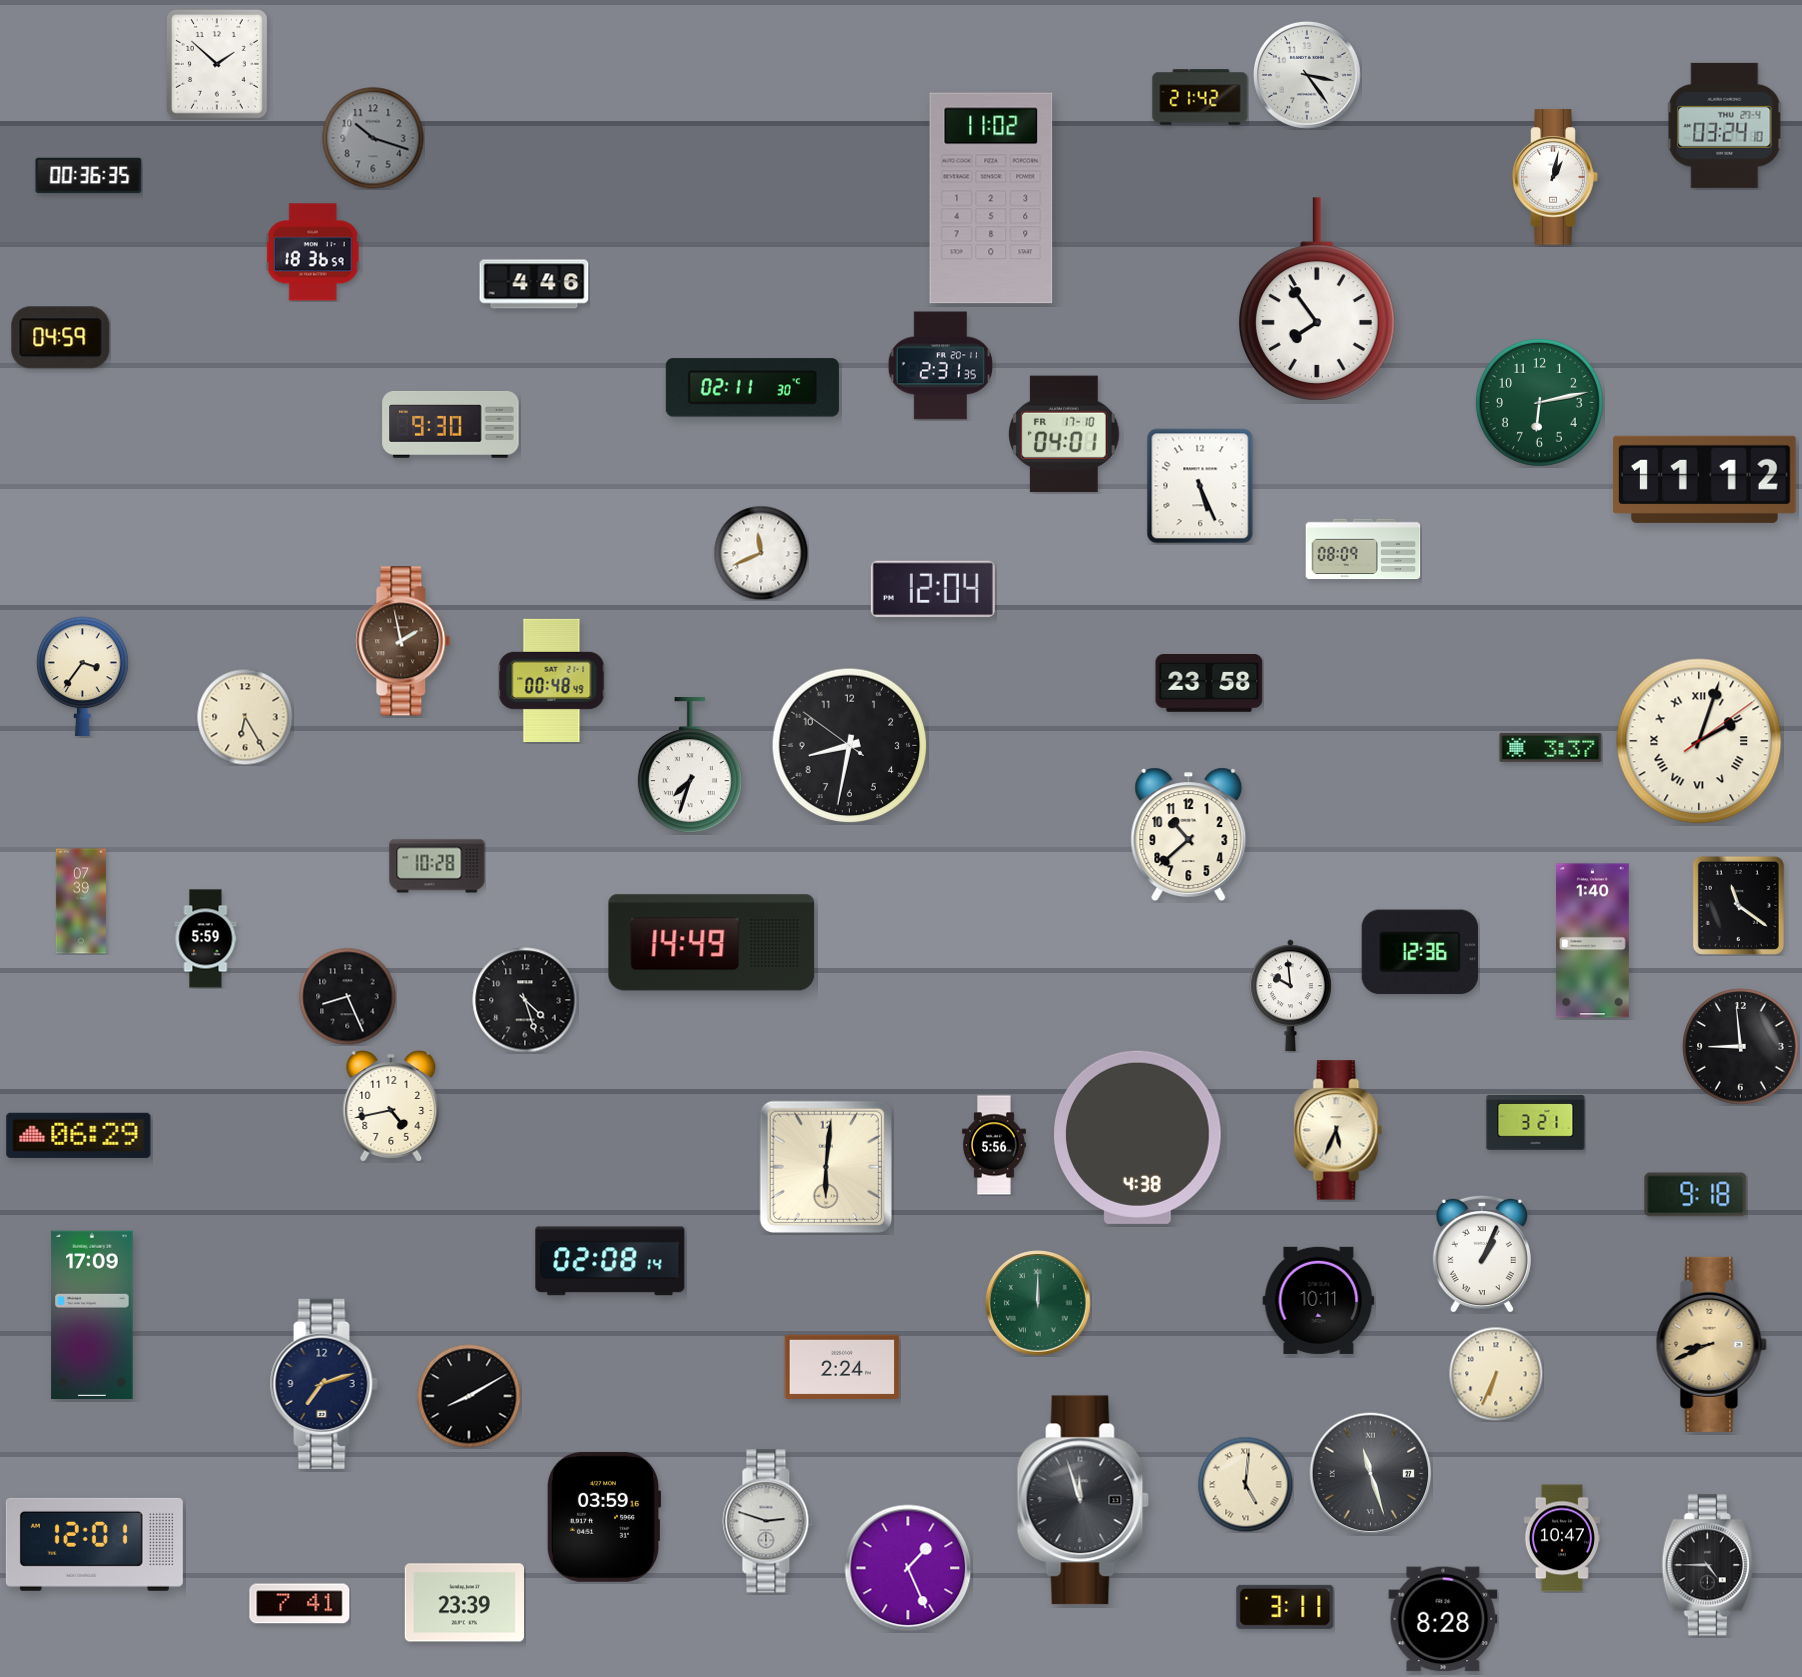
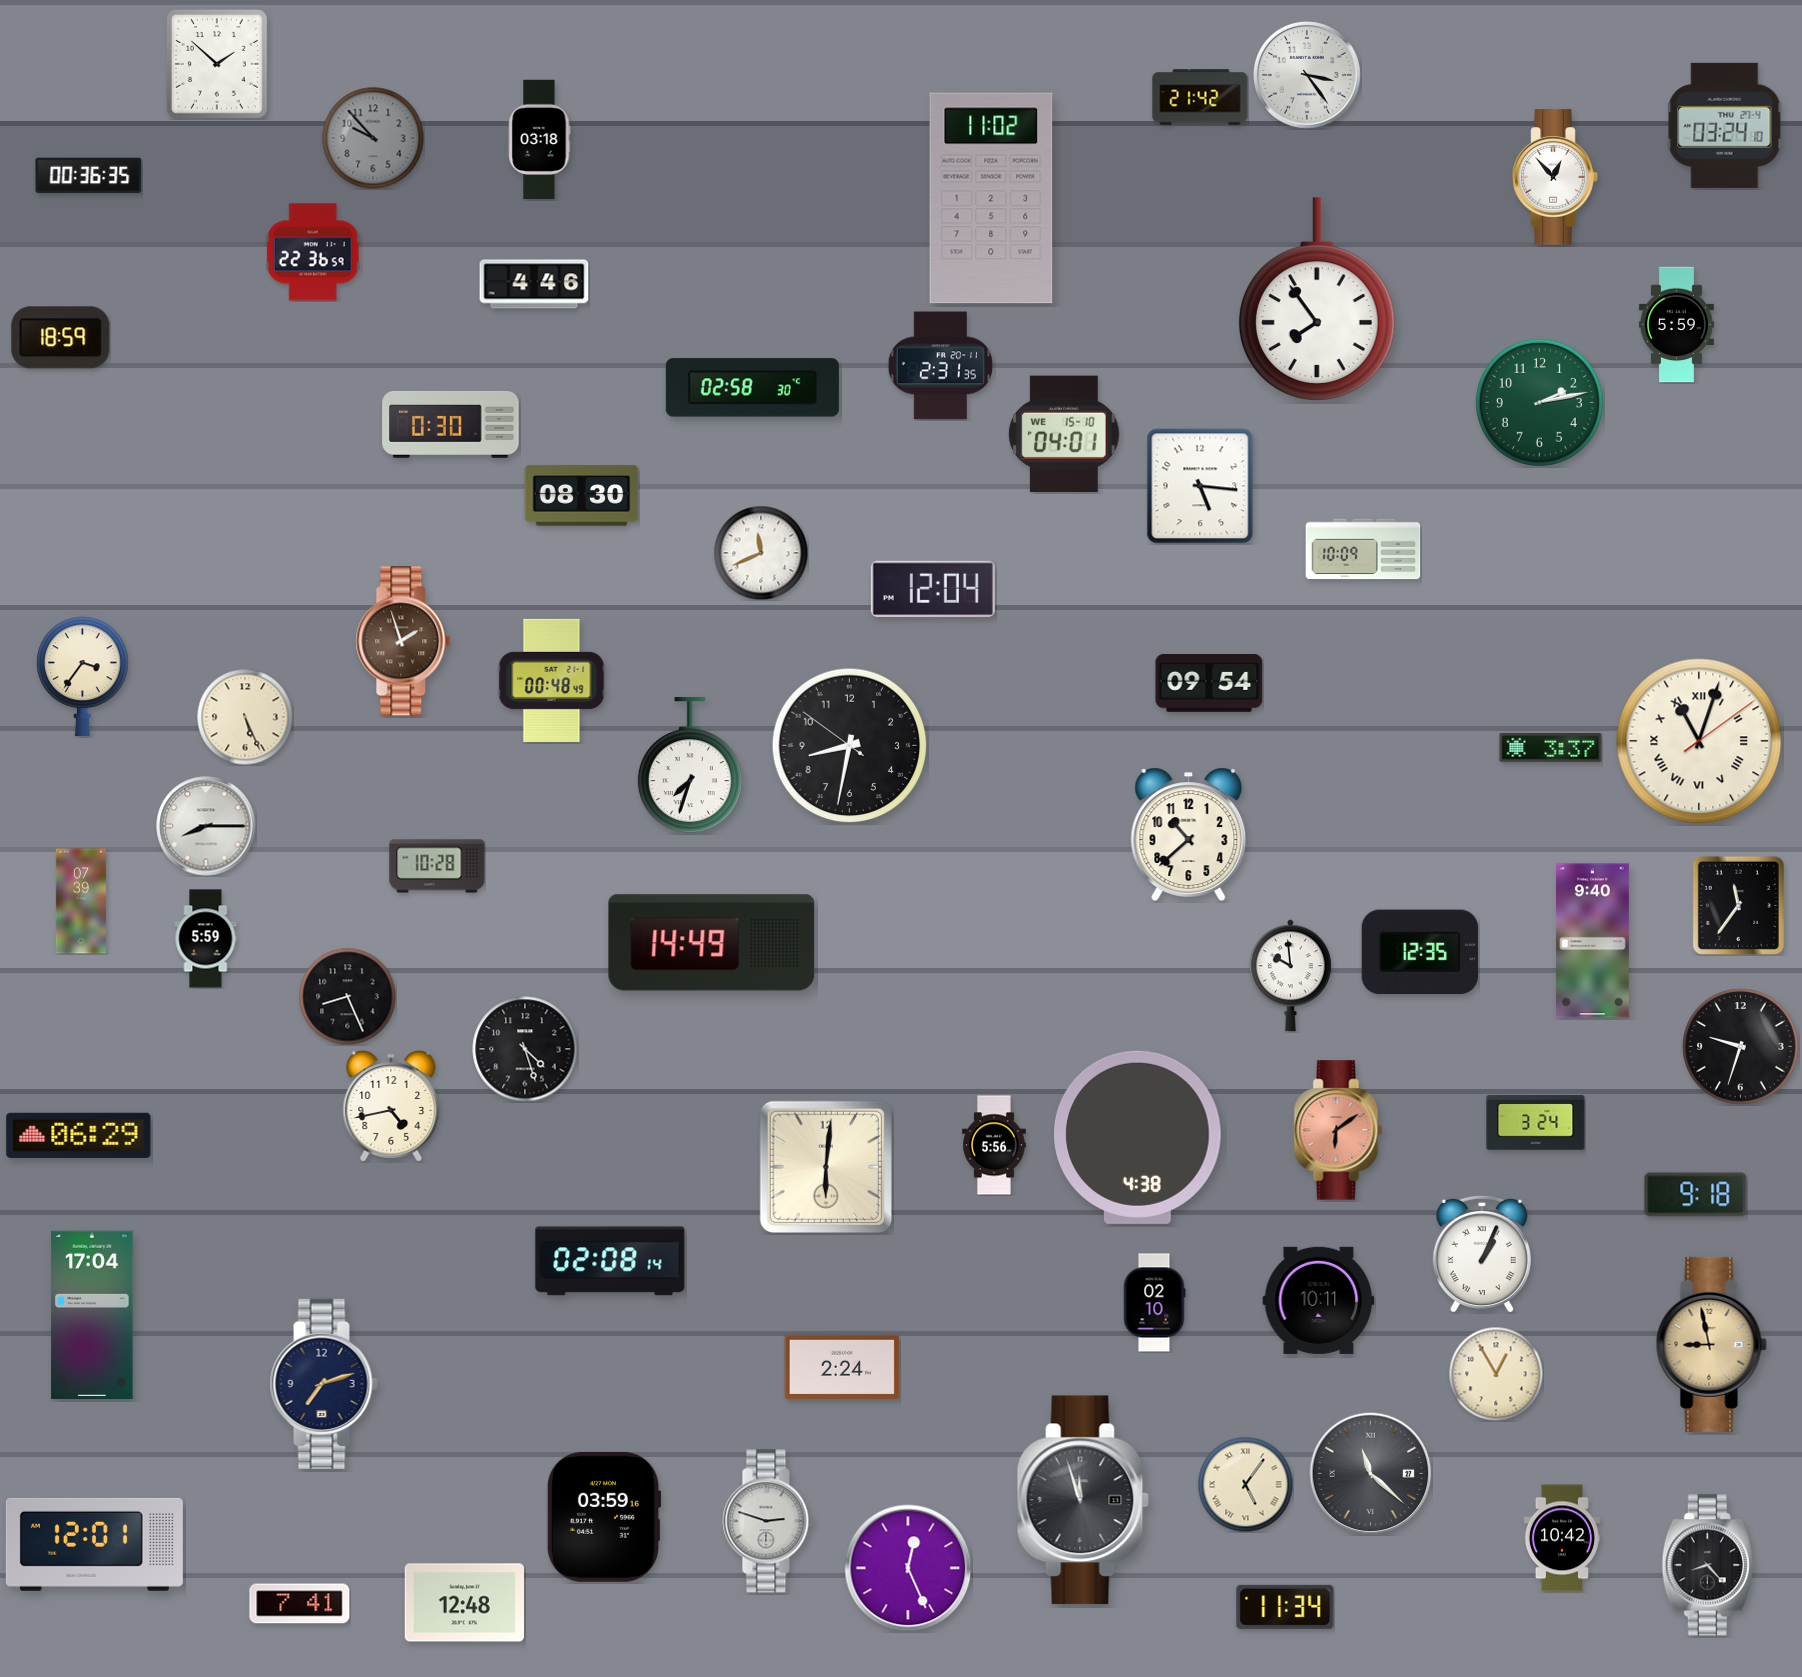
clock at (373, 138): 10:18 -> 9:53
clock at (539, 140): none -> 03:18
clock at (1555, 177): 1:02 -> 12:53
clock at (313, 252): 18:36 -> 22:36
clock at (1676, 325): none -> 5:59
clock at (61, 338): 04:59 -> 18:59
clock at (752, 388): 02:11 -> 02:58
clock at (1539, 402): 6:13 -> 2:13
clock at (451, 424): 9:30 -> 0:30
clock at (1065, 433) date: FR 17-10 -> WE 15-10
clock at (1704, 479): 11:12 -> none
clock at (1200, 486): 5:26 -> 5:16
clock at (582, 496): none -> 08:30
clock at (1363, 549): 08:09 -> 10:09
clock at (403, 641): 1:58 -> 1:57
clock at (1209, 684): 23:58 -> 09:54
clock at (245, 717): 6:25 -> 5:26
clock at (1699, 741): 2:03 -> 11:03
clock at (206, 826): none -> 8:15
clock at (1738, 905): 11:21 -> 11:36
clock at (1592, 941): 1:40 -> 9:40
clock at (1419, 952): 12:36 -> 12:35
clock at (1290, 996) position: (1290, 996) -> (1290, 976)
clock at (525, 1000) position: (525, 1000) -> (525, 1049)
clock at (1741, 1047): 8:59 -> 9:33
clock at (1536, 1123): 3:21 -> 3:24
clock at (1338, 1130): 5:34 -> 6:09
clock at (1338, 1130) dial: cream -> salmon
clock at (1038, 1303): 12:00 -> none
clock at (1154, 1303): none -> 02:10
clock at (92, 1314): 17:09 -> 17:04
clock at (1711, 1344): 8:41 -> 8:58
clock at (1496, 1374): 6:34 -> 12:55
clock at (469, 1396): 8:10 -> none
clock at (1371, 1474): 11:27 -> 11:22
clock at (1245, 1484): 5:01 -> 5:06
clock at (1562, 1538): 10:47 -> 10:42
clock at (1708, 1565): 4:45 -> 8:23
clock at (908, 1568): 1:26 -> 12:26
clock at (464, 1603): 23:39 -> 12:48
clock at (1285, 1607): 3:11 -> 11:34
clock at (1443, 1619): 8:28 -> none
